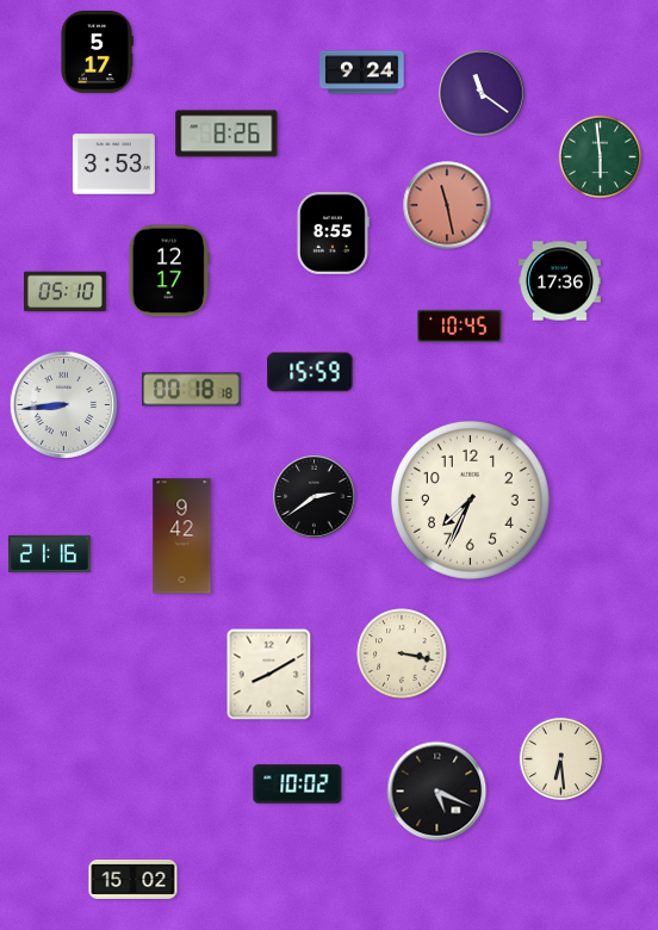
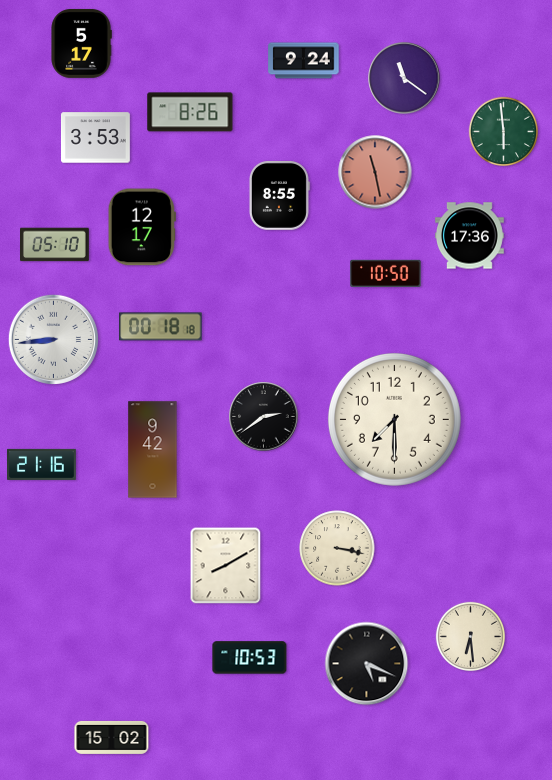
clock at (460, 325): 10:45 -> 10:50
clock at (310, 372): 15:59 -> none
clock at (470, 500): 7:34 -> 7:30
clock at (298, 785): 10:02 -> 10:53
